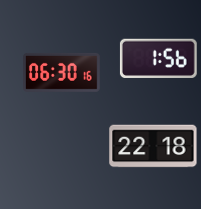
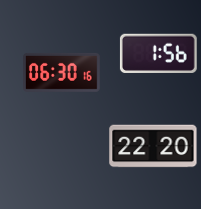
clock at (158, 58) position: (158, 58) -> (158, 53)
clock at (153, 146): 22:18 -> 22:20
